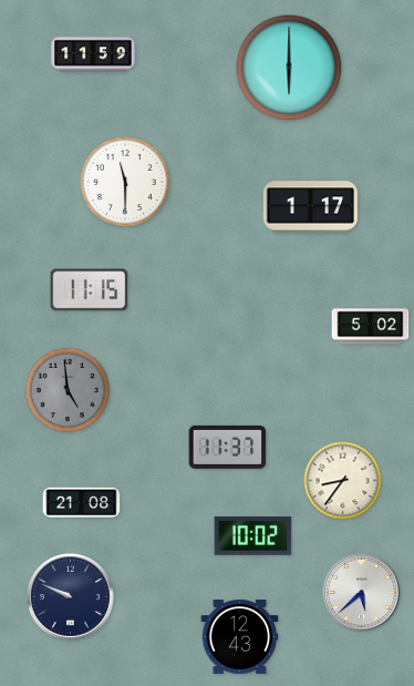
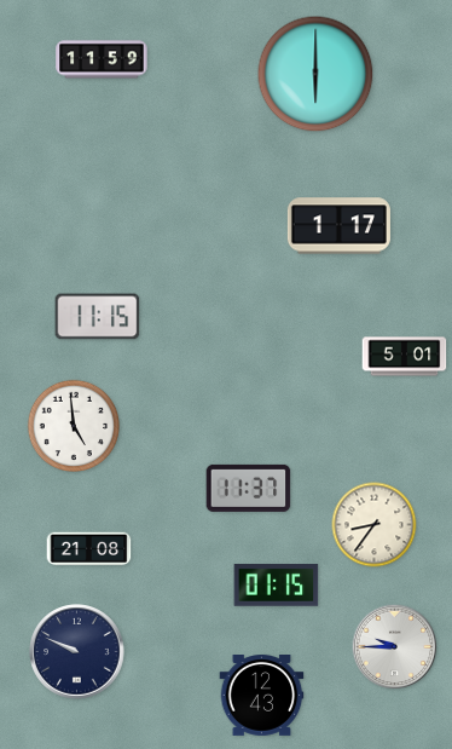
clock at (125, 182): 11:30 -> none
clock at (371, 327): 5:02 -> 5:01
clock at (68, 390) dial: grey -> white
clock at (253, 536): 10:02 -> 01:15
clock at (362, 593): 5:38 -> 9:45
